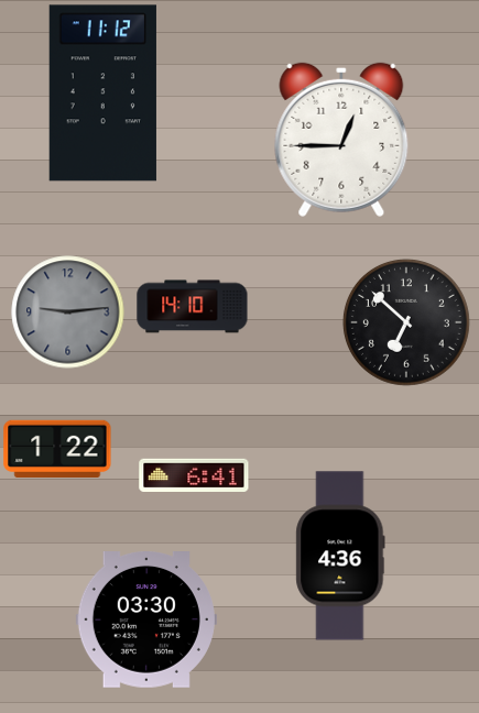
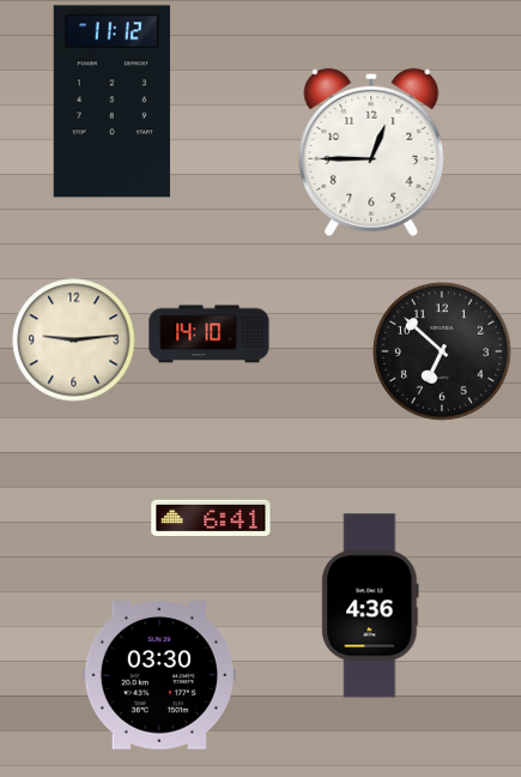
clock at (68, 312) dial: grey -> cream
clock at (57, 448): 1:22 -> none
